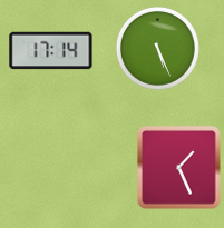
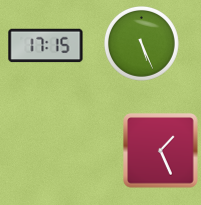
clock at (51, 51): 17:14 -> 17:15
